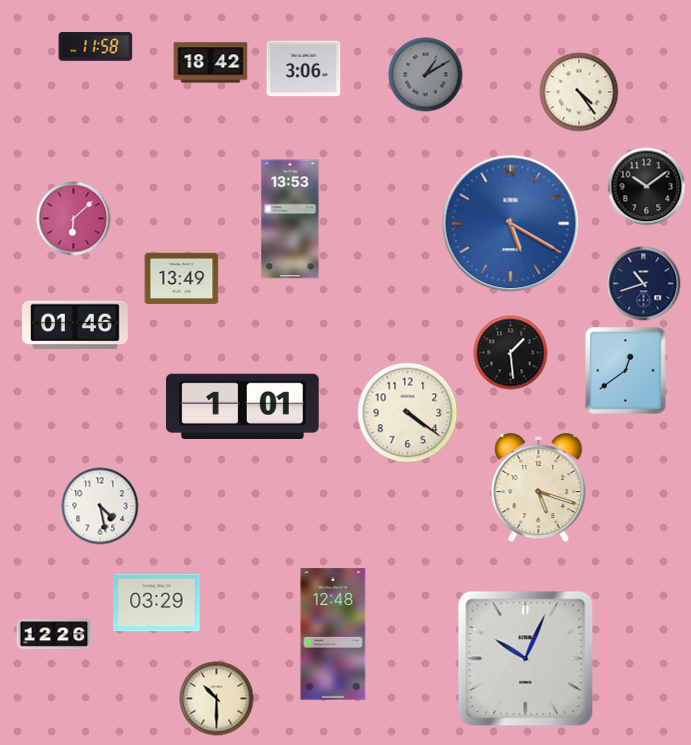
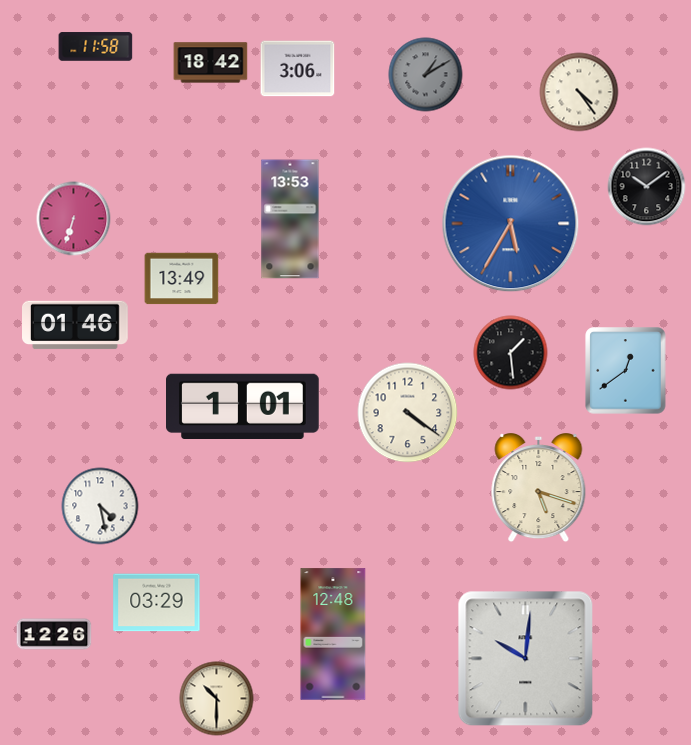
clock at (304, 69) position: (304, 69) -> (298, 69)
clock at (74, 219): 6:08 -> 6:33
clock at (511, 224): 5:20 -> 5:35
clock at (644, 284): 10:42 -> none
clock at (526, 659): 10:04 -> 10:01
